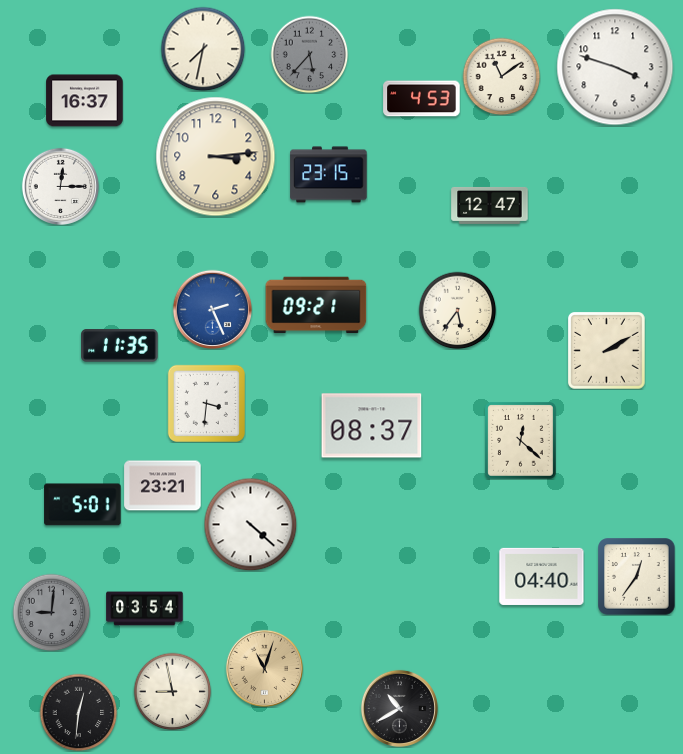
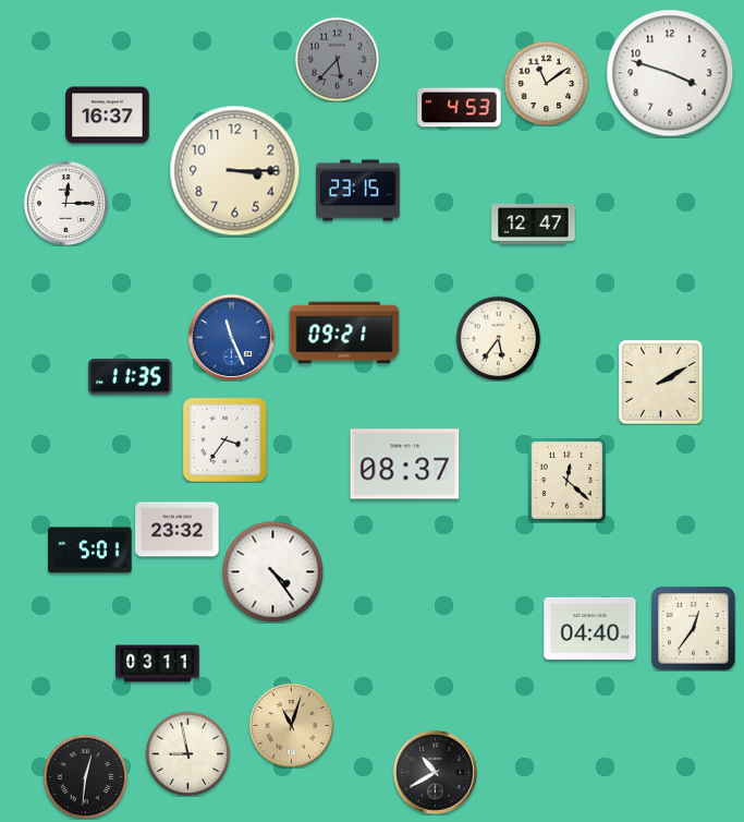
clock at (203, 49): 7:32 -> none
clock at (85, 101) position: (85, 101) -> (108, 116)
clock at (216, 157): 3:14 -> 3:15
clock at (212, 309): 2:26 -> 11:26
clock at (206, 403): 3:31 -> 3:36
clock at (163, 486): 23:21 -> 23:32
clock at (250, 524): 4:22 -> 4:24
clock at (145, 609): 03:54 -> 03:11
clock at (51, 612): 9:01 -> none
clock at (264, 668) position: (264, 668) -> (291, 725)
